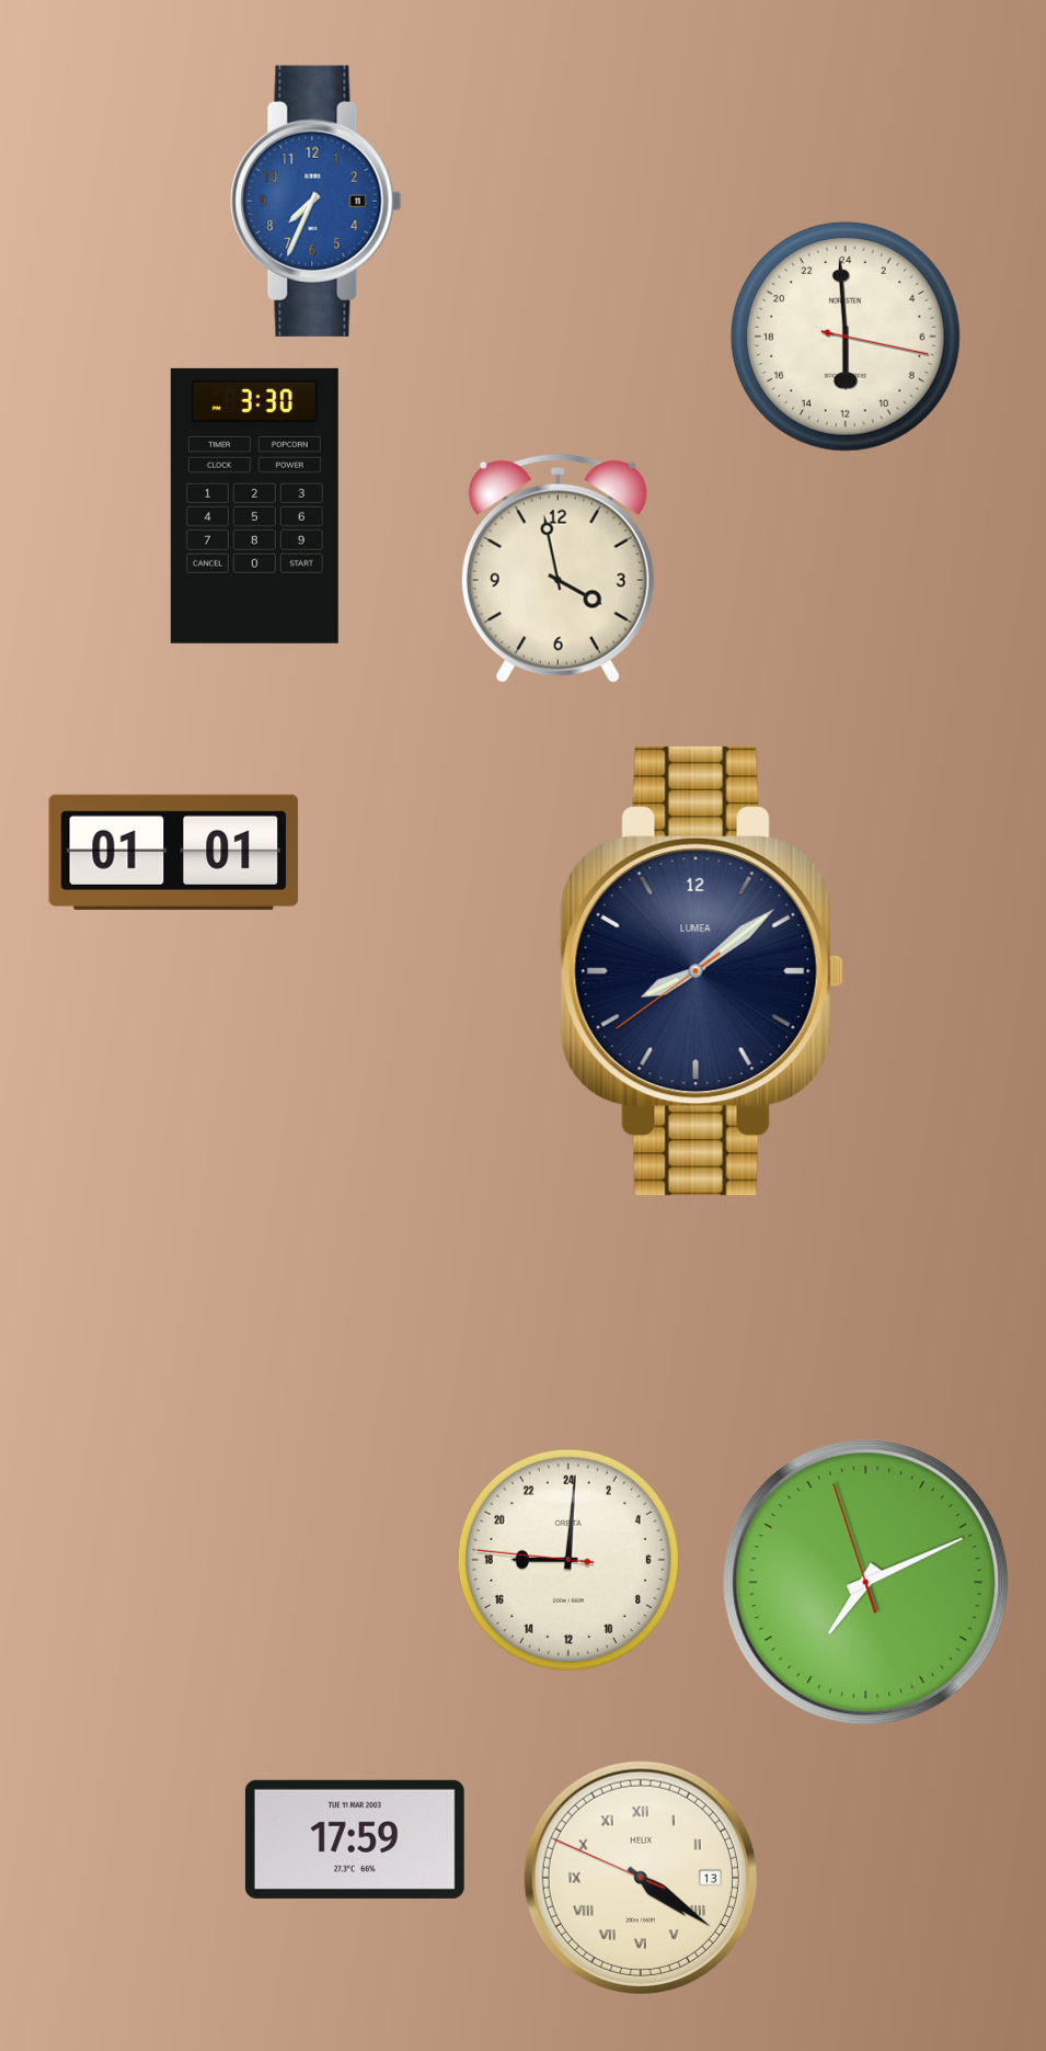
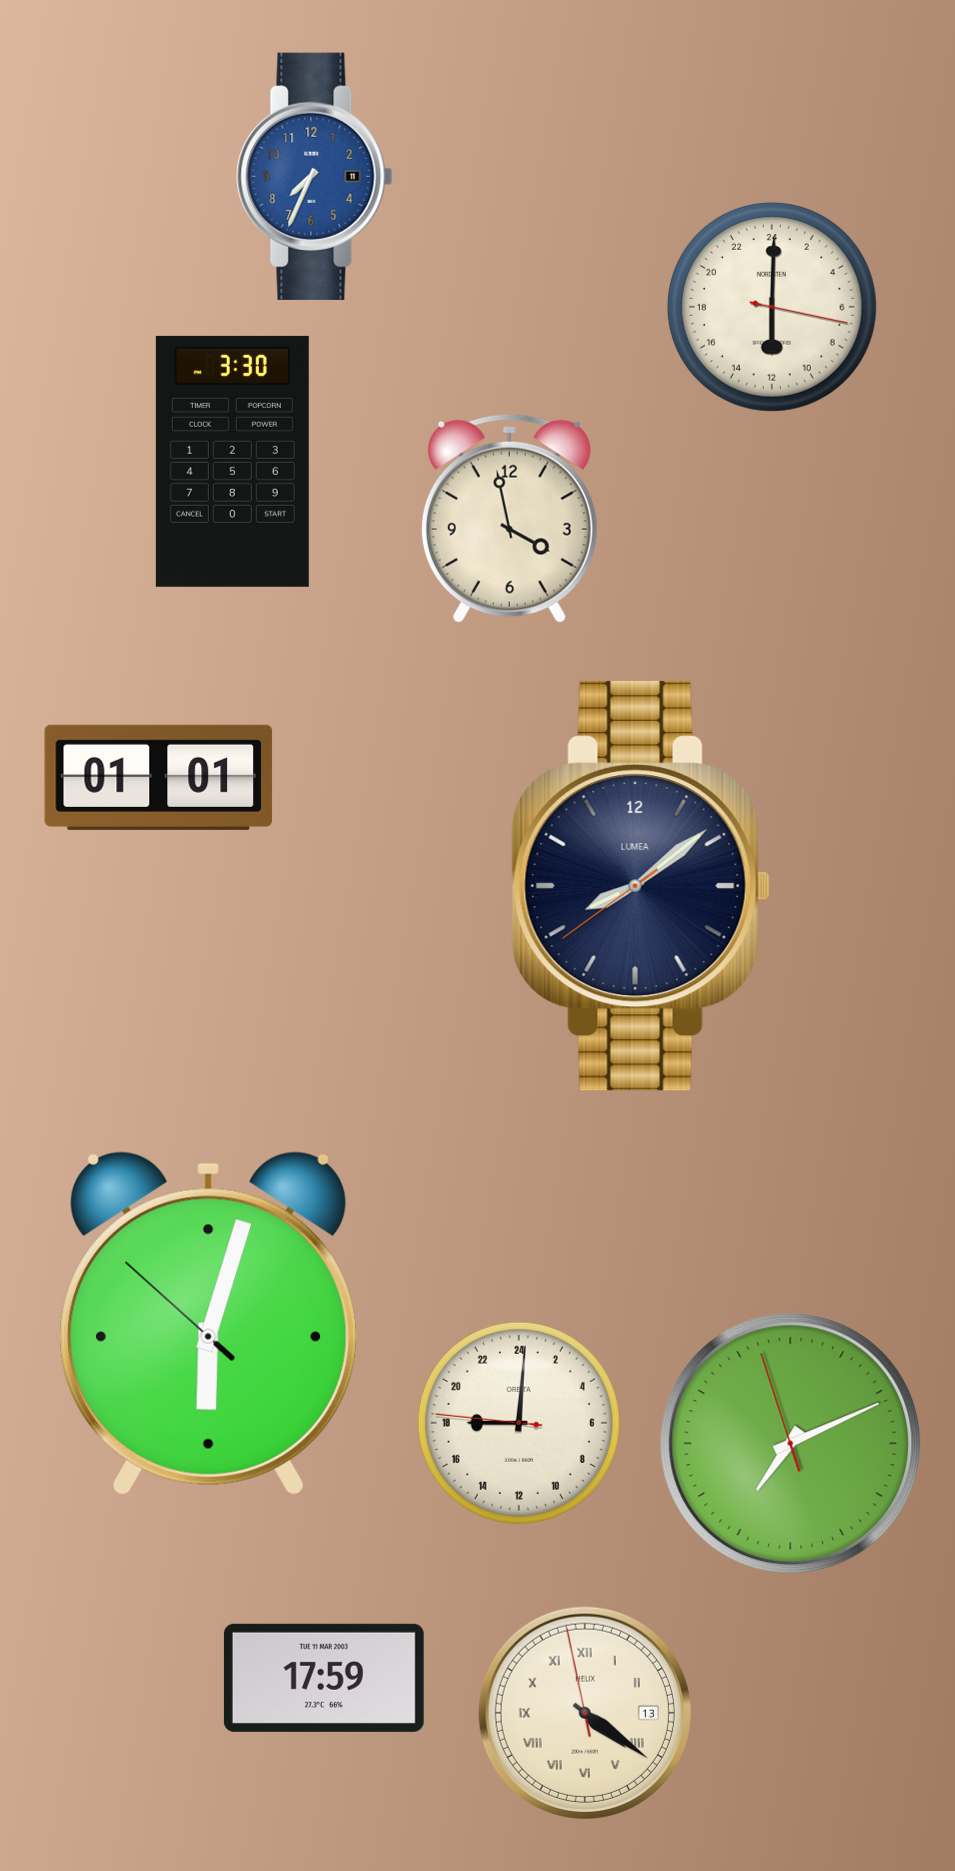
clock at (317, 201) position: (317, 201) -> (315, 176)
clock at (846, 337): 11:59 -> 12:00
clock at (209, 1323): none -> 6:02
clock at (641, 1878): 4:20:49 -> 4:20:58
